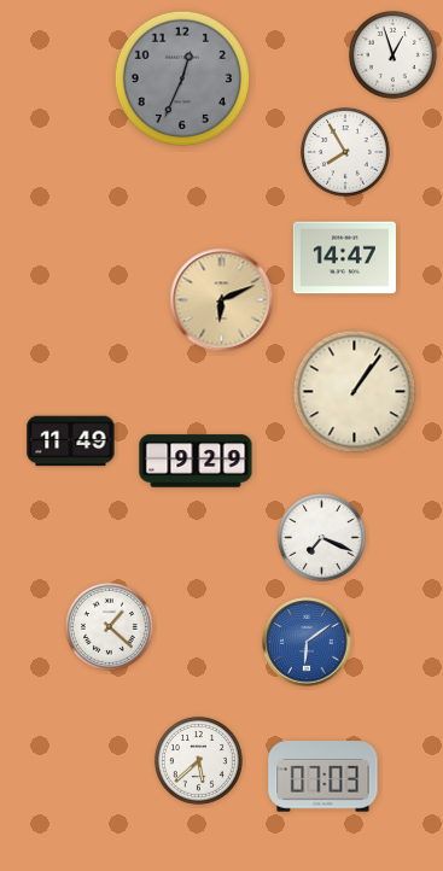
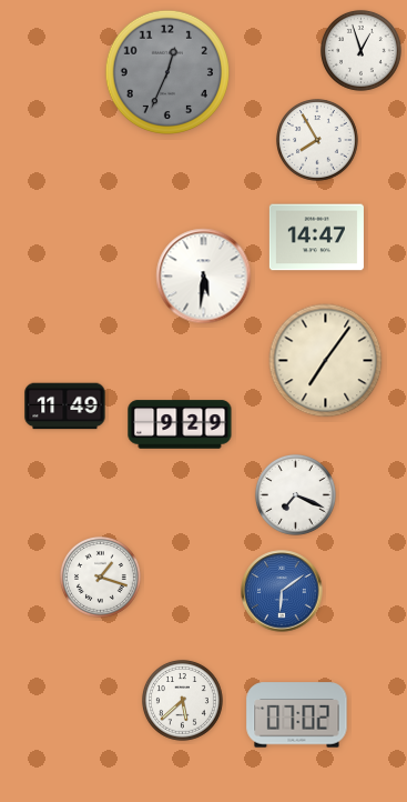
clock at (222, 300): 6:11 -> 5:31
clock at (222, 300) dial: champagne -> white
clock at (355, 392): 1:06 -> 7:06
clock at (109, 626): 1:22 -> 1:18
clock at (323, 777): 07:03 -> 07:02
